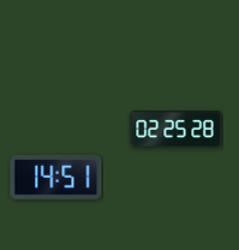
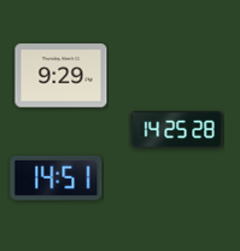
clock at (62, 76): none -> 9:29
clock at (177, 130): 02:25 -> 14:25
